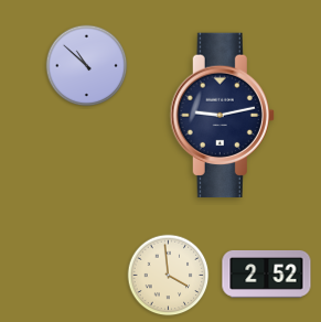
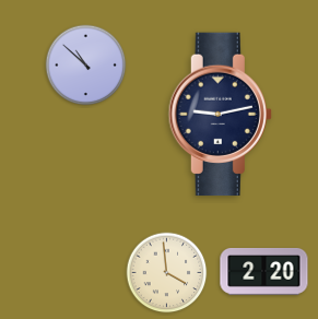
clock at (267, 273): 2:52 -> 2:20
